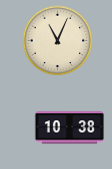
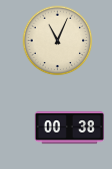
clock at (69, 128): 10:38 -> 00:38
